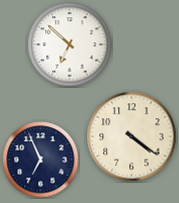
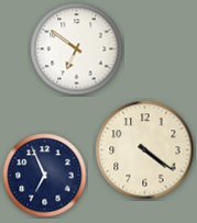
clock at (70, 45): 6:52 -> 6:51
